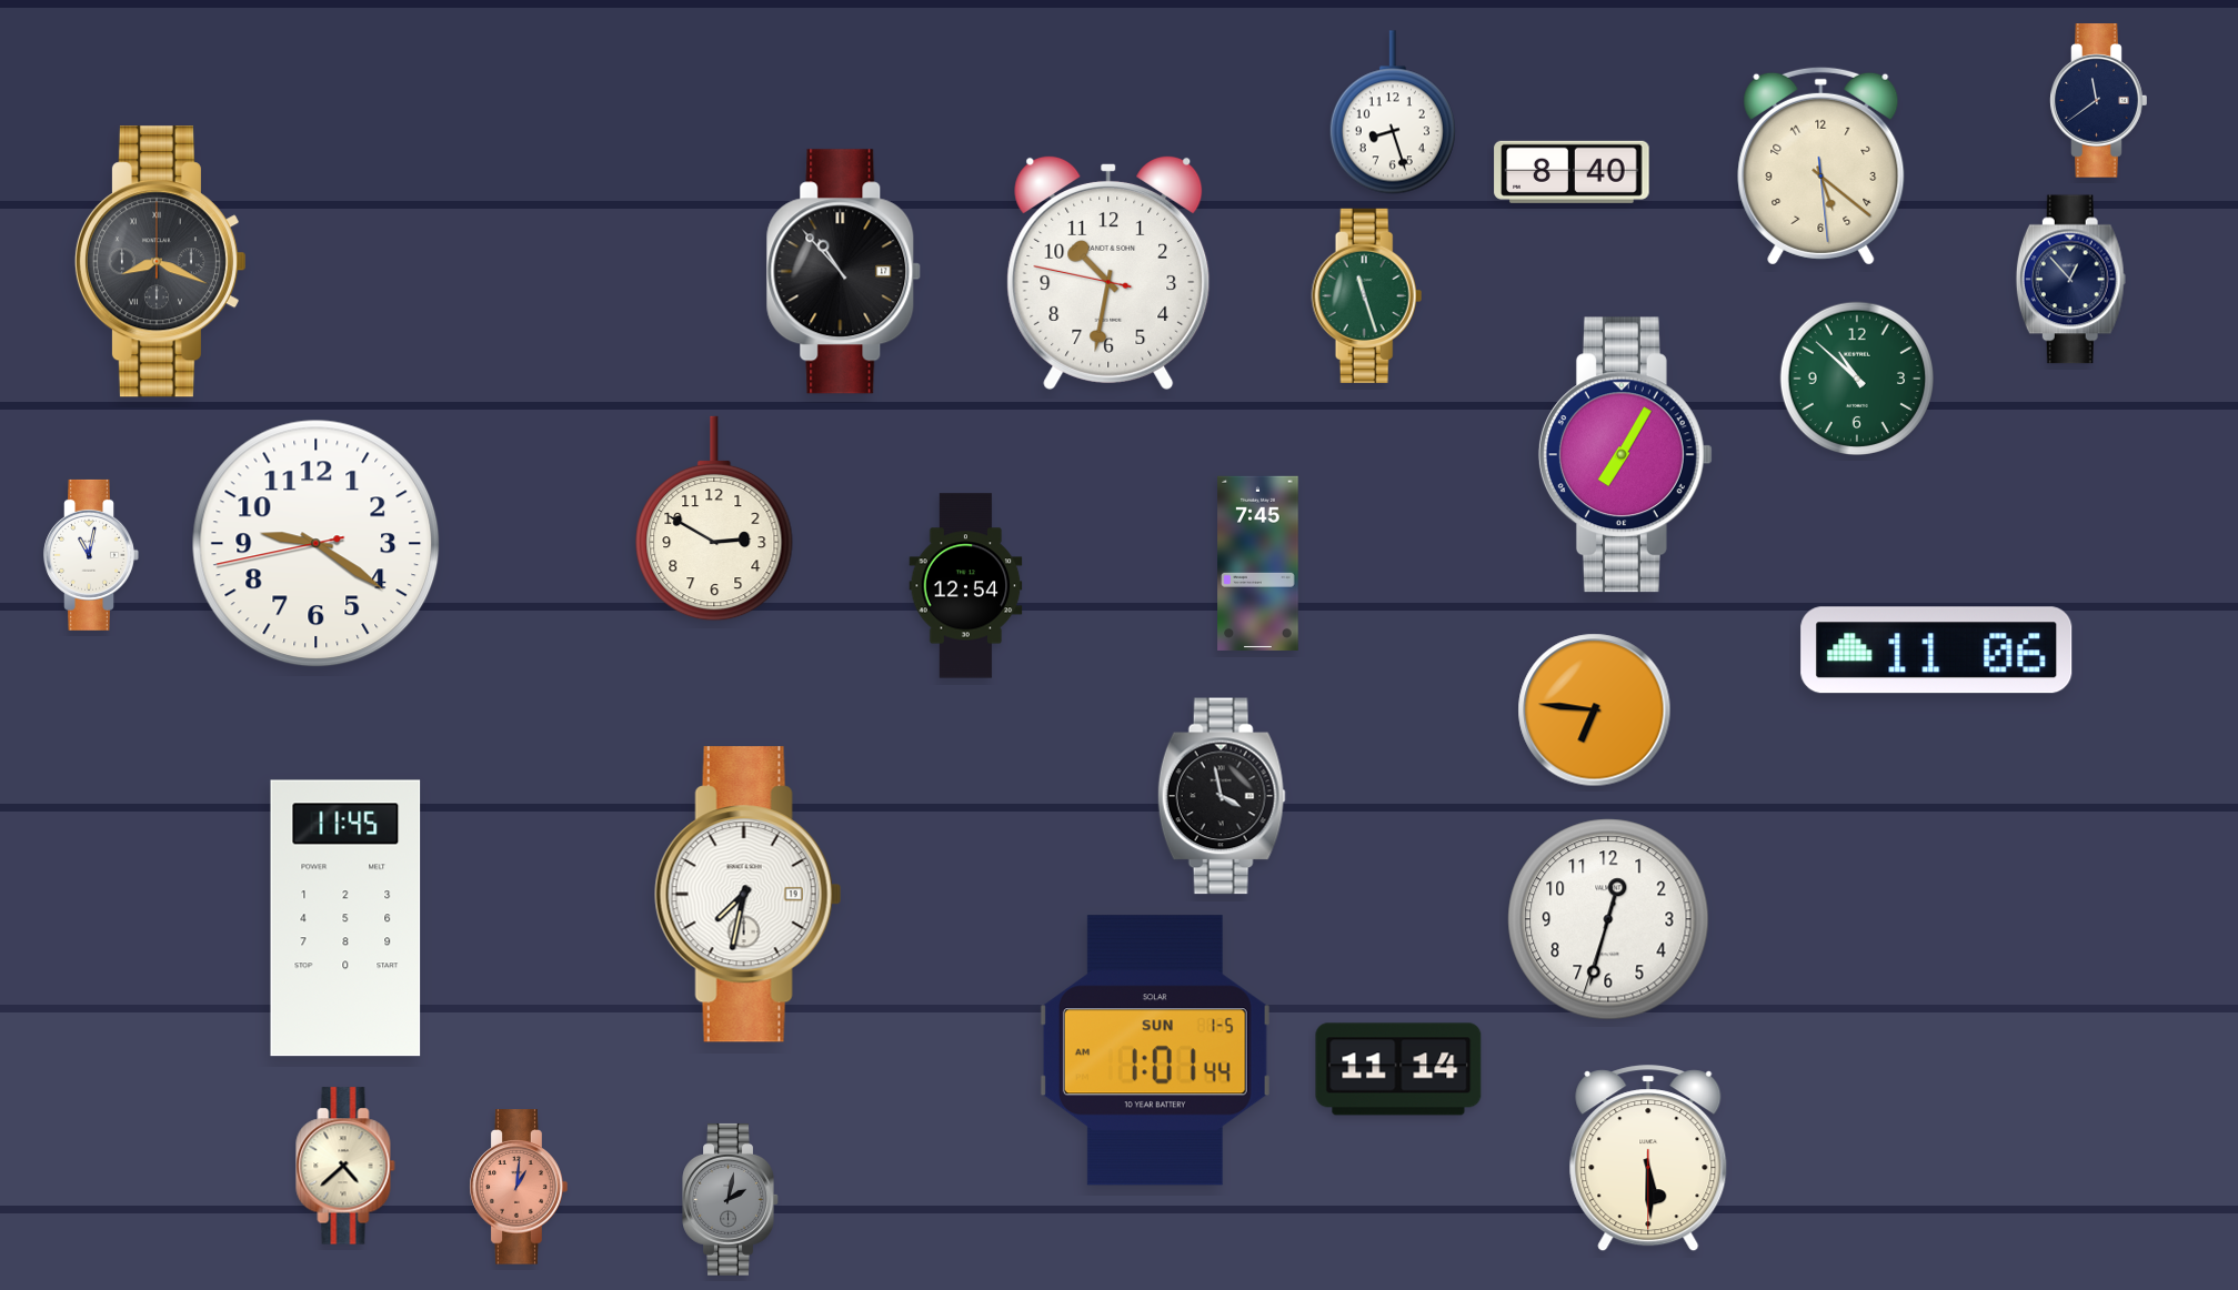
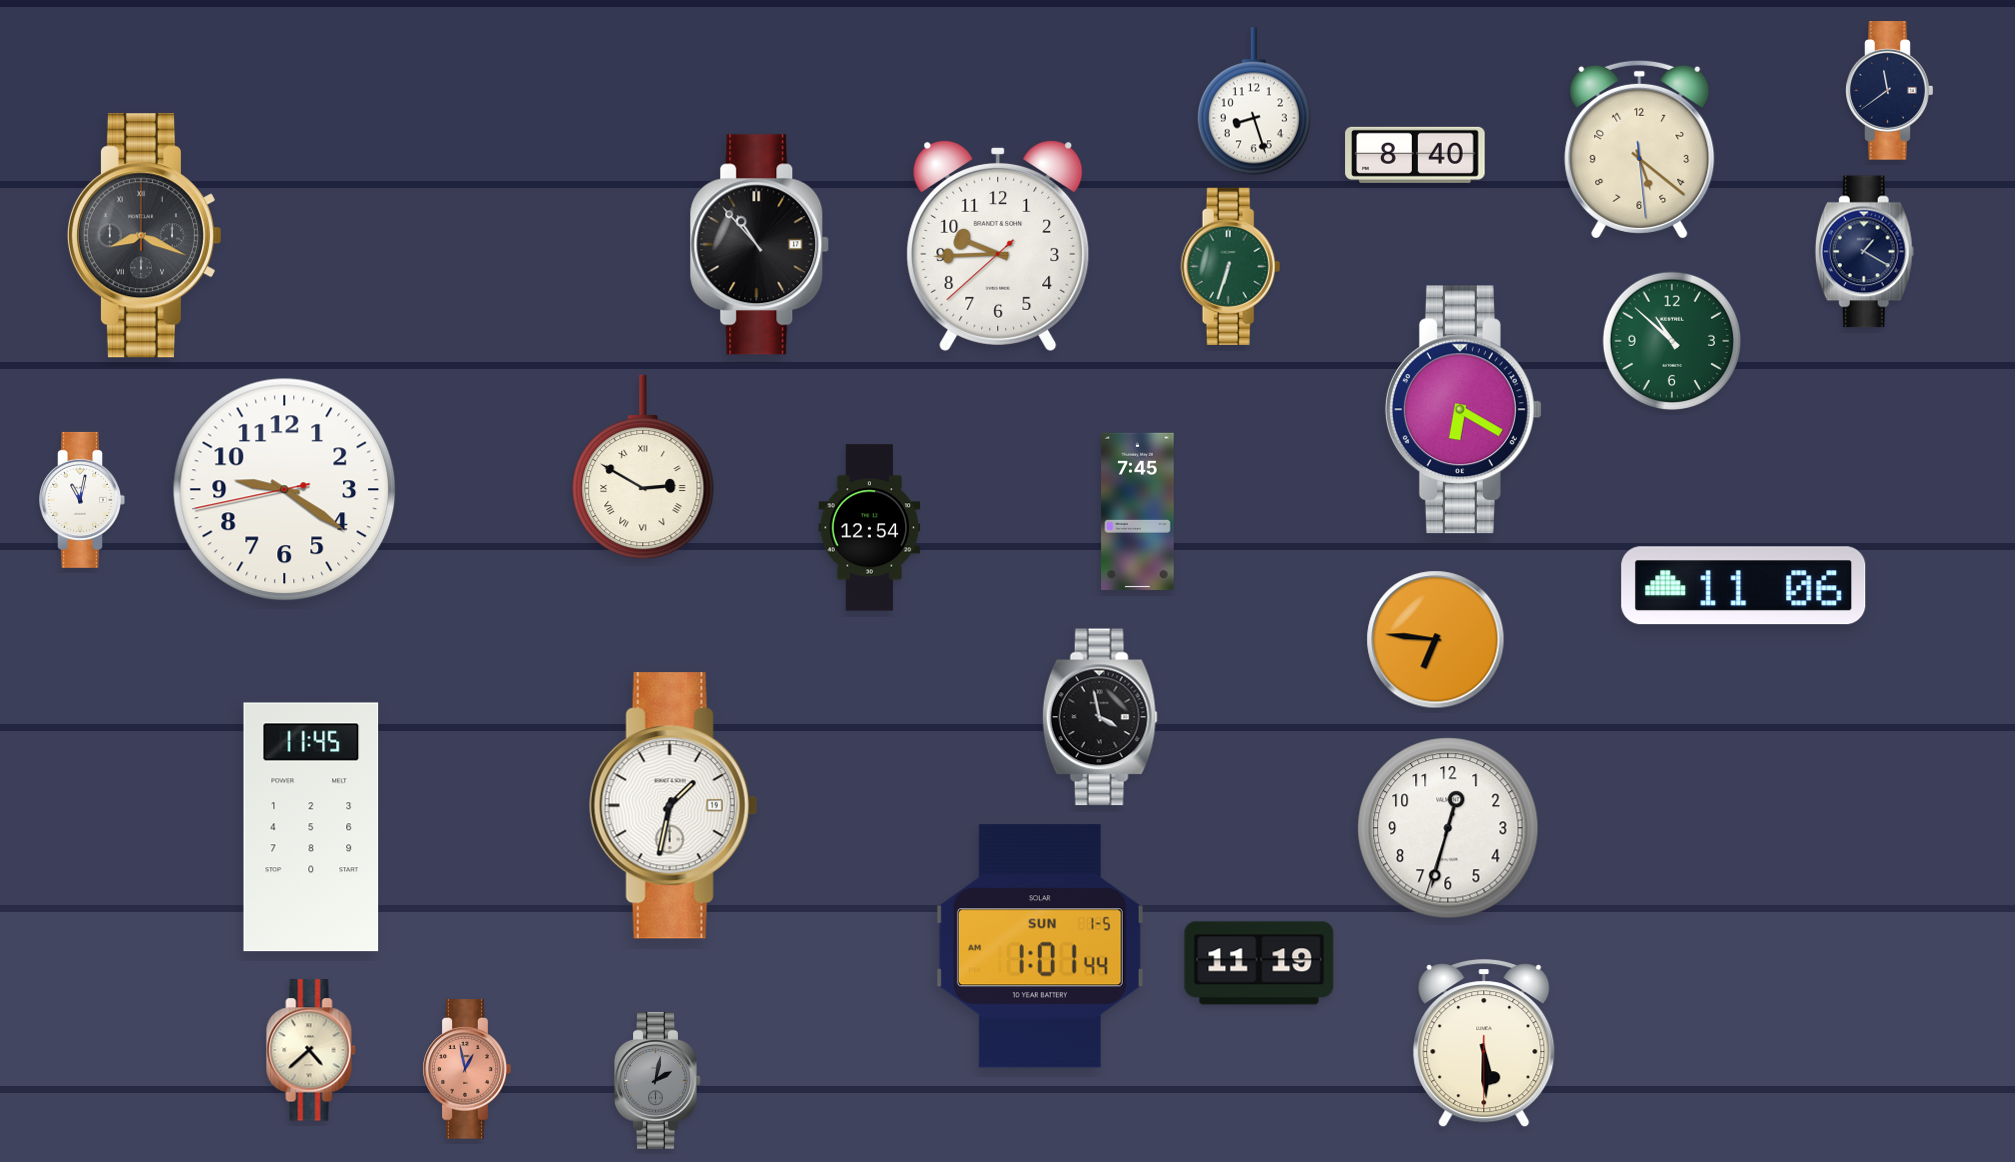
clock at (1108, 272): 10:31 -> 9:44
clock at (2070, 280): 12:53 -> 1:20
clock at (1367, 295): 11:27 -> 6:33
clock at (1625, 455): 7:05 -> 6:20
clock at (714, 518) numerals: Arabic -> Roman
clock at (1258, 563) position: (1258, 563) -> (1138, 511)
clock at (747, 895): 7:32 -> 1:32
clock at (1398, 1069): 11:14 -> 11:19
clock at (519, 1187): 1:01 -> 12:58
